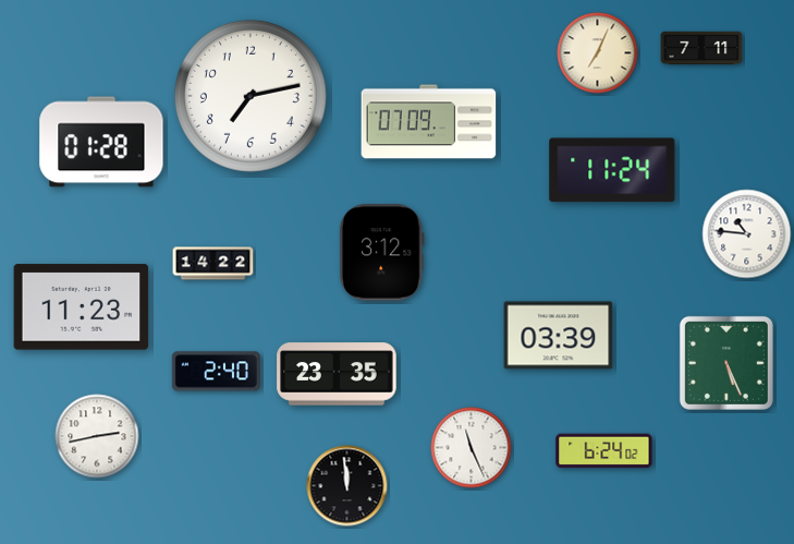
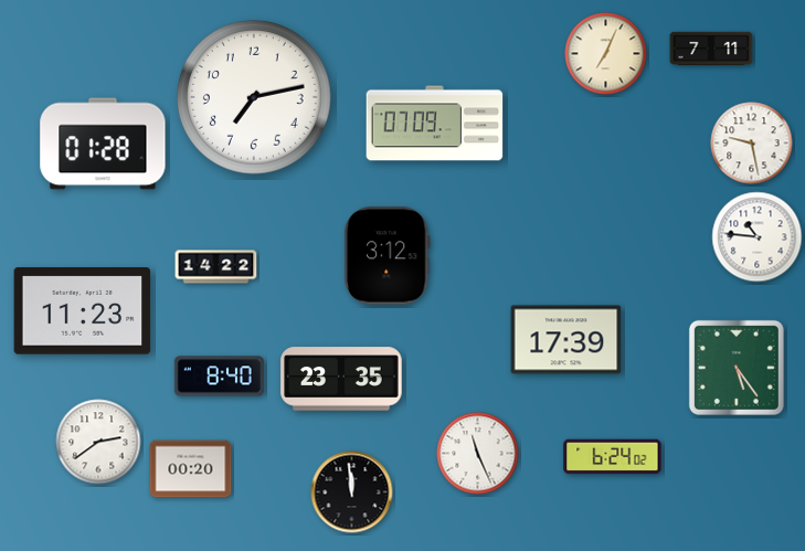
clock at (752, 144): none -> 9:28
clock at (612, 170): 11:24 -> none
clock at (559, 336): 03:39 -> 17:39
clock at (726, 363): 5:26 -> 5:24
clock at (216, 372): 2:40 -> 8:40
clock at (97, 436): 2:43 -> 2:39
clock at (191, 469): none -> 00:20
